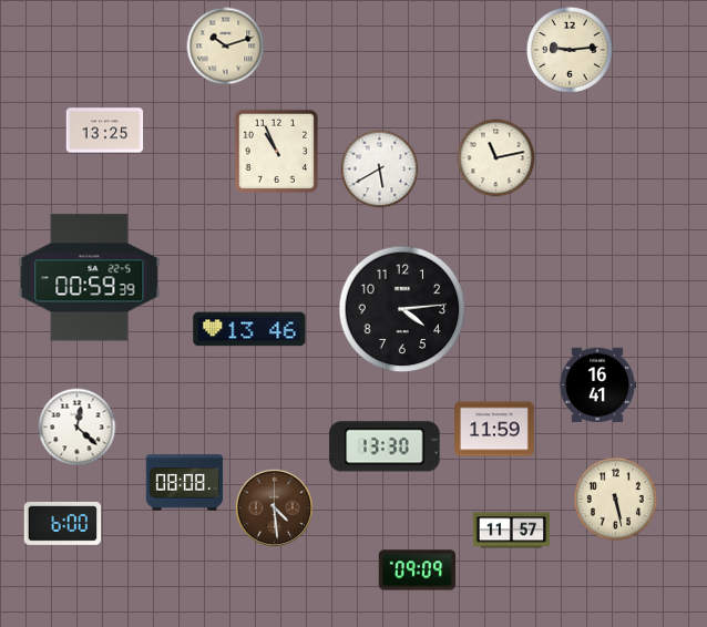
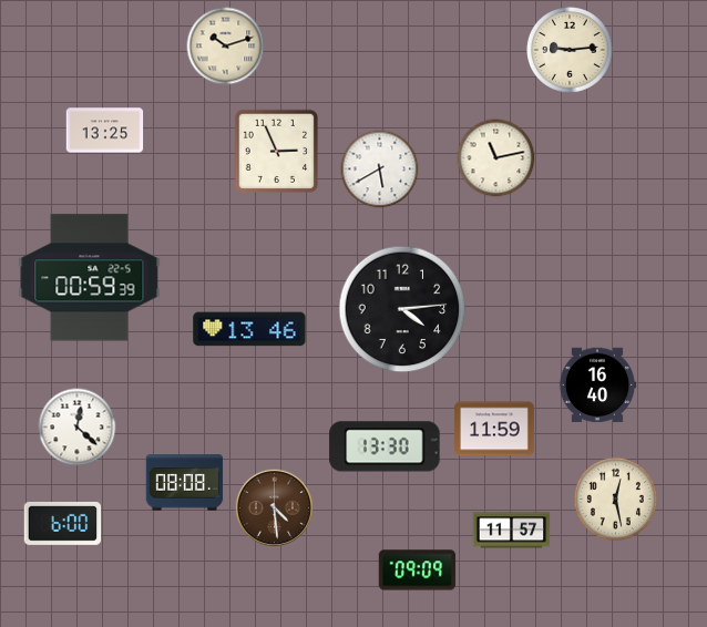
clock at (276, 151): 10:56 -> 2:56
clock at (597, 386): 16:41 -> 16:40
clock at (615, 498): 5:28 -> 12:28
